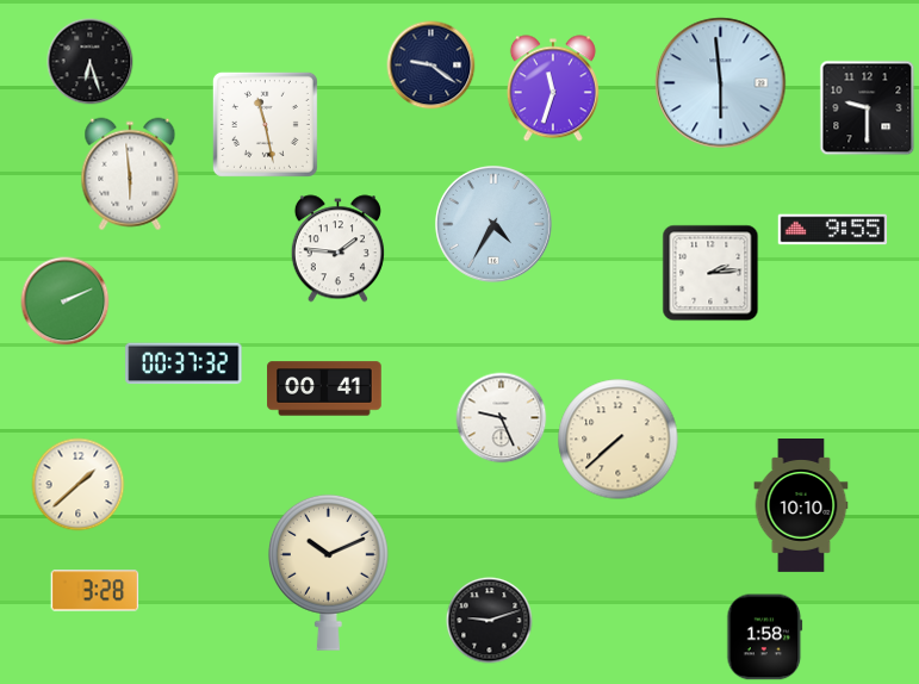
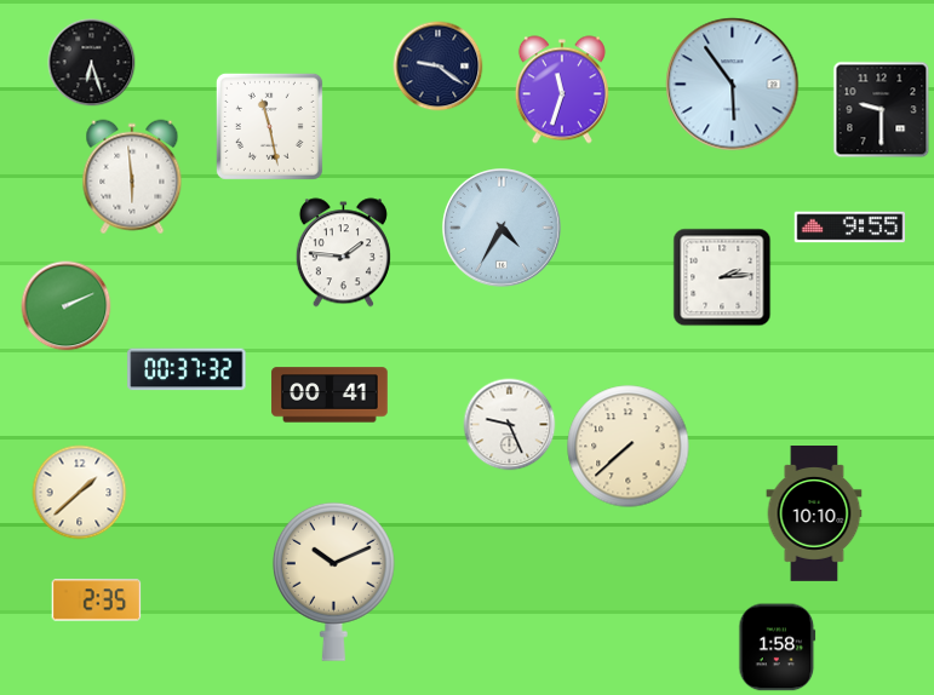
clock at (721, 83): 5:59 -> 5:54
clock at (833, 230) position: (833, 230) -> (850, 228)
clock at (95, 591): 3:28 -> 2:35
clock at (490, 621): 9:12 -> none
